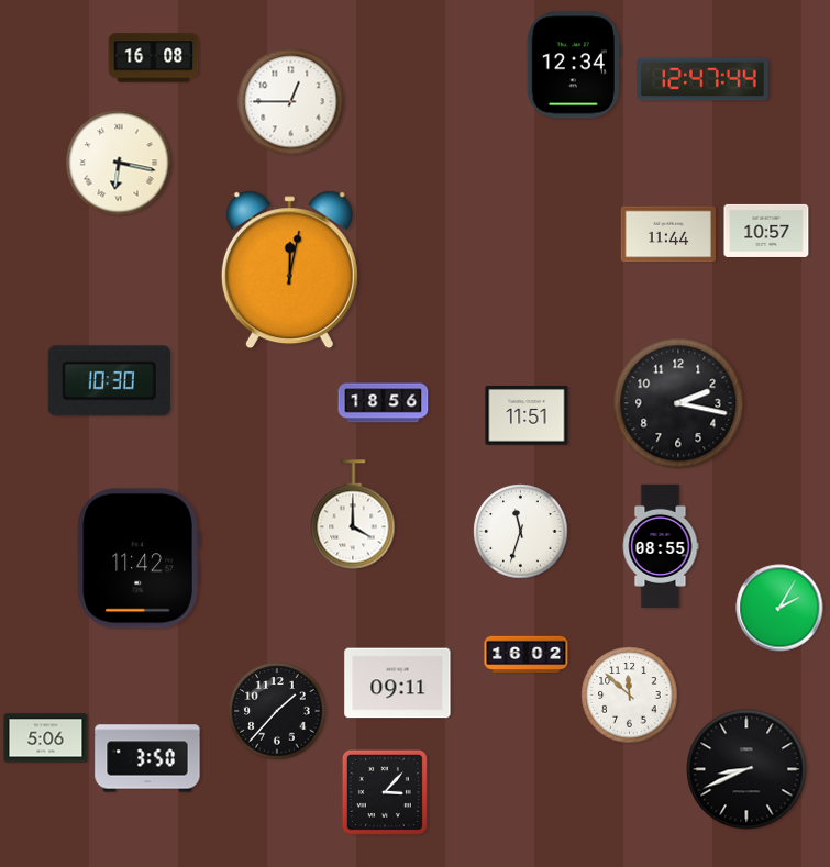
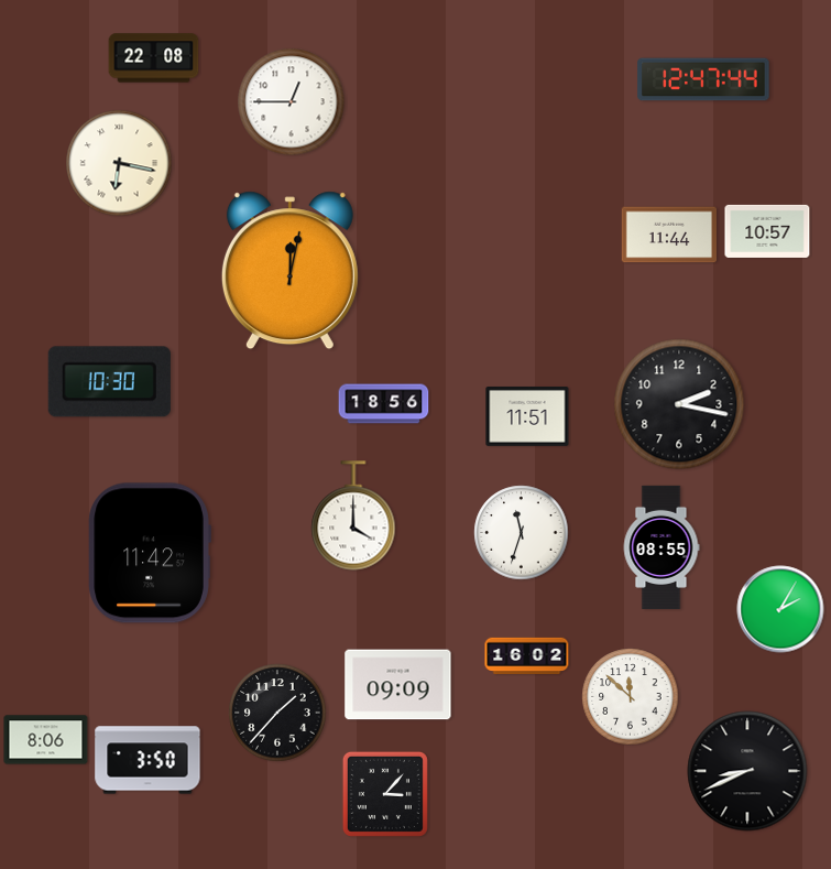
clock at (154, 58): 16:08 -> 22:08
clock at (574, 65): 12:34 -> none
clock at (139, 558) position: (139, 558) -> (150, 553)
clock at (398, 683): 09:11 -> 09:09
clock at (46, 738): 5:06 -> 8:06
